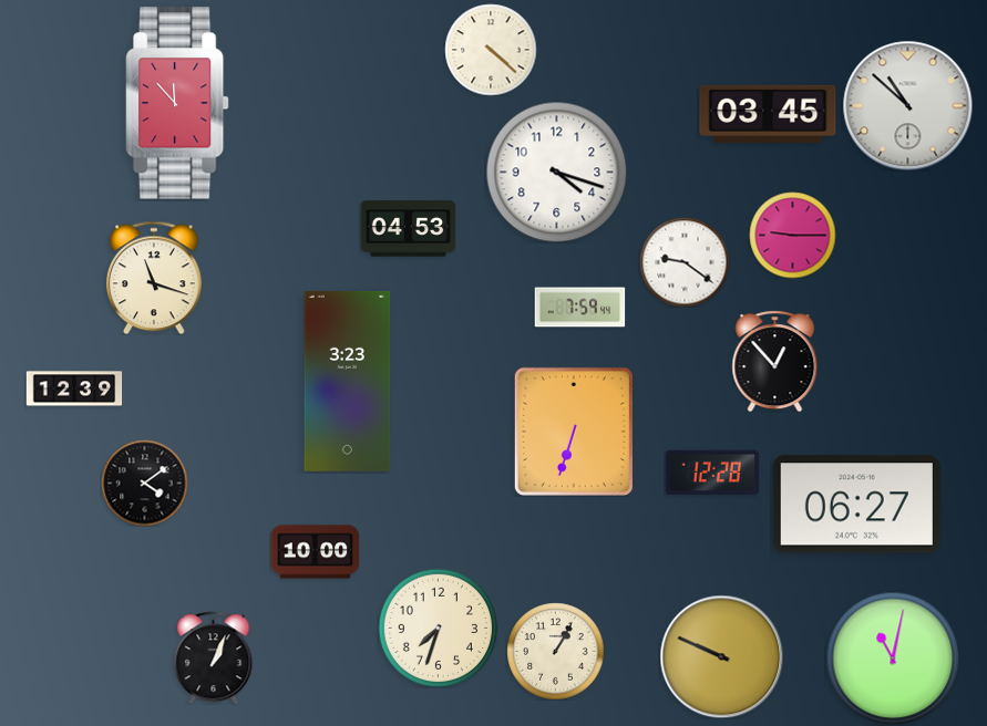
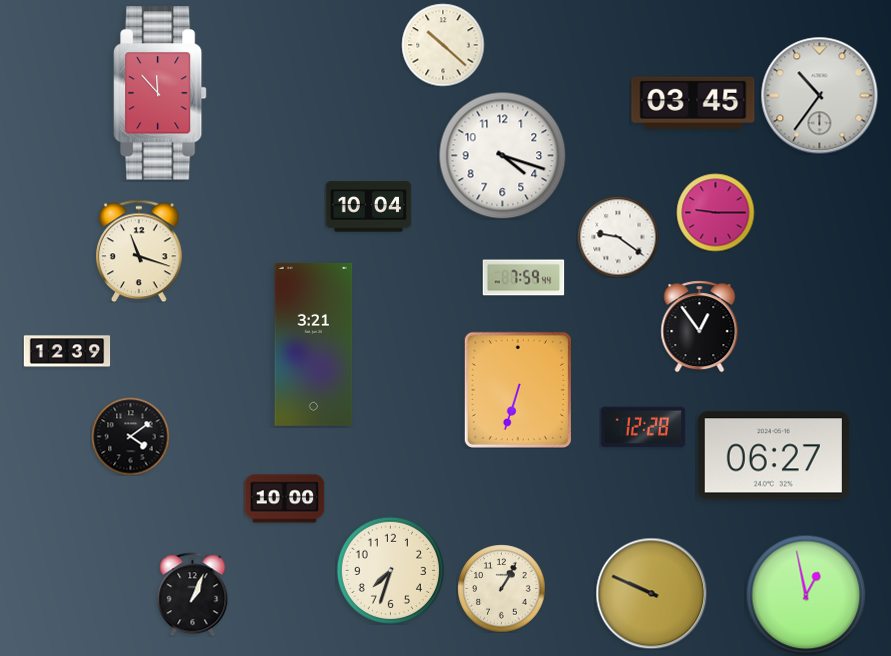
clock at (491, 50): 4:22 -> 10:22
clock at (907, 105): 10:52 -> 10:36
clock at (408, 229): 04:53 -> 10:04
clock at (775, 361): 12:53 -> 12:54
clock at (348, 381): 3:23 -> 3:21
clock at (438, 628) position: (438, 628) -> (390, 570)
clock at (893, 658): 11:02 -> 12:58
